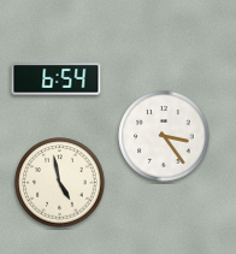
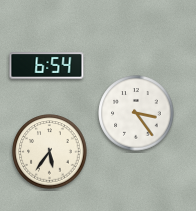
clock at (60, 183): 4:58 -> 5:36
